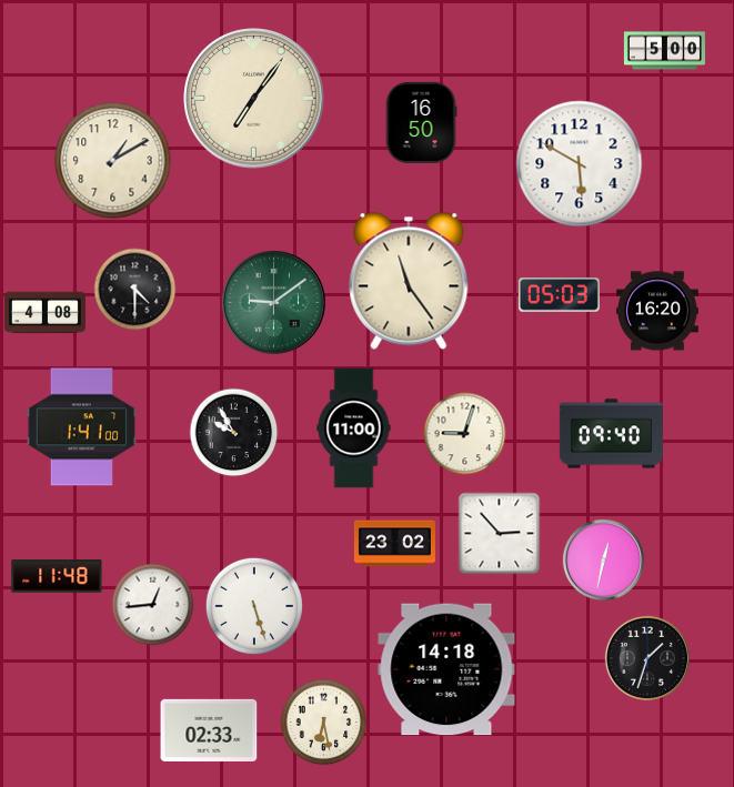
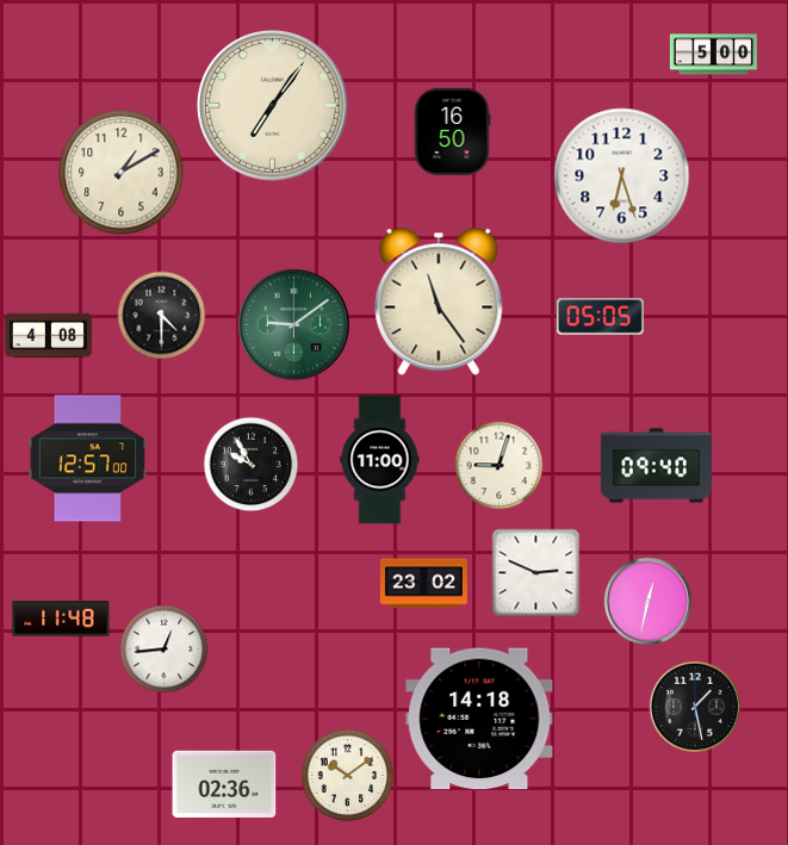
clock at (580, 164): 5:50 -> 6:27
clock at (135, 290) position: (135, 290) -> (162, 316)
clock at (559, 295): 05:03 -> 05:05
clock at (657, 311): 16:20 -> none
clock at (81, 427): 1:41 -> 12:57
clock at (500, 534): 2:53 -> 2:49
clock at (254, 606): 5:27 -> none
clock at (646, 657): 1:33 -> 1:28
clock at (324, 723): 6:28 -> 10:09
clock at (209, 730): 02:33 -> 02:36
